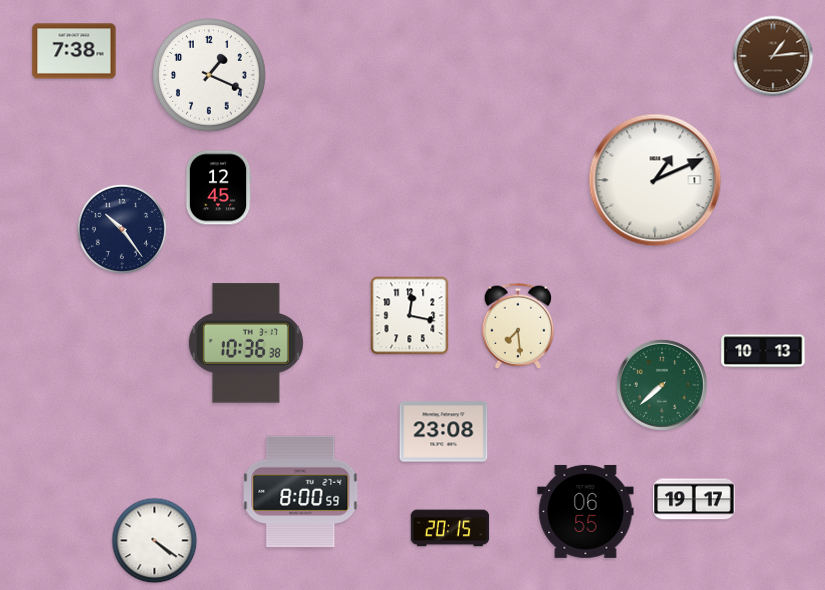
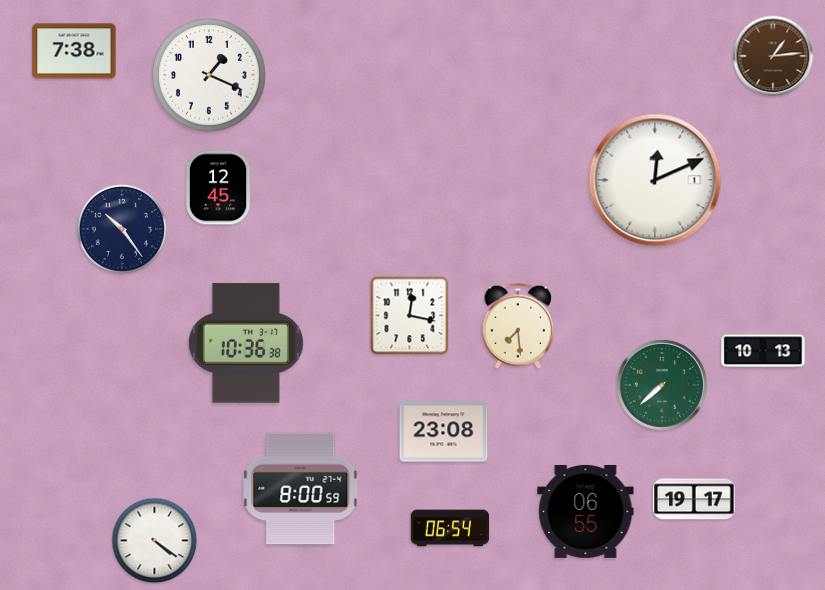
clock at (655, 180): 1:11 -> 12:11
clock at (301, 492) position: (301, 492) -> (301, 489)
clock at (450, 528): 20:15 -> 06:54
